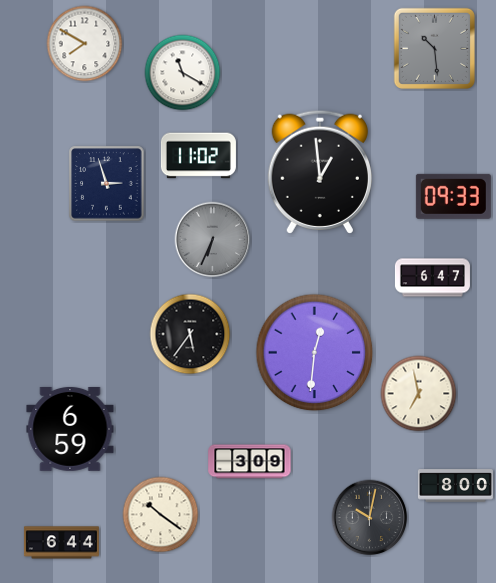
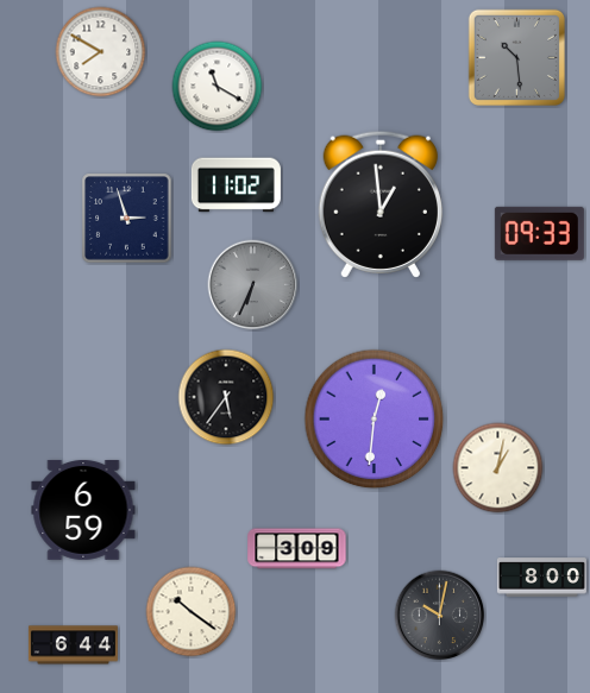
clock at (432, 278): 6:47 -> none
clock at (419, 394): 6:58 -> 1:02
